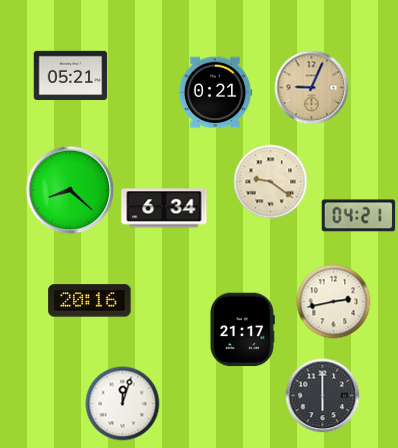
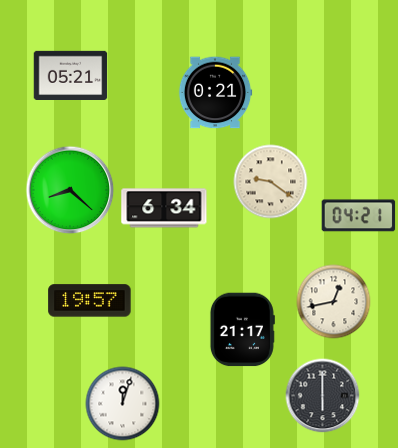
clock at (312, 88): 9:04 -> none
clock at (90, 301): 20:16 -> 19:57
clock at (334, 302): 2:43 -> 12:43
